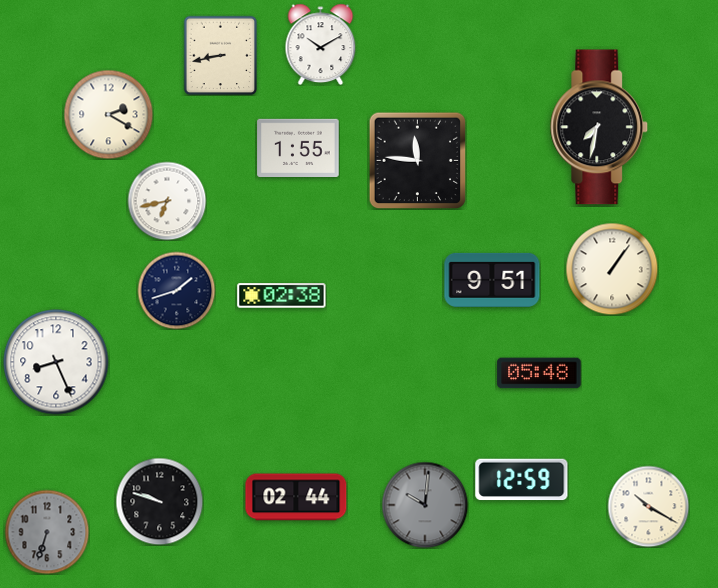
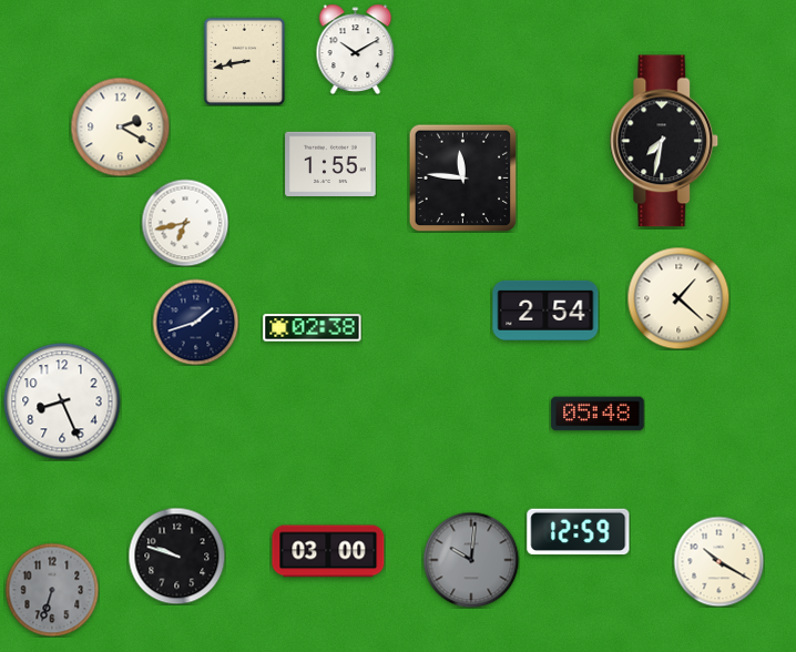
clock at (612, 269): 1:06 -> 1:22
clock at (492, 280): 9:51 -> 2:54
clock at (296, 497): 02:44 -> 03:00
